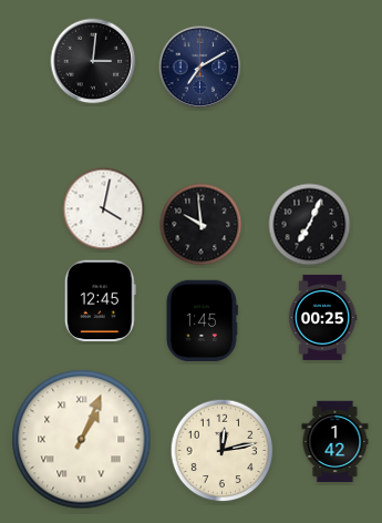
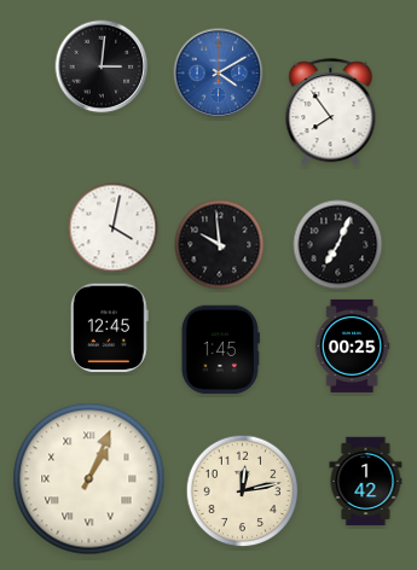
clock at (200, 68): 7:10 -> 4:10
clock at (200, 68) dial: navy -> blue
clock at (331, 112): none -> 7:54
